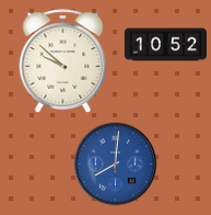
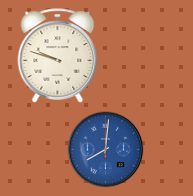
clock at (165, 45): 10:52 -> none
clock at (63, 61): 9:52 -> 9:48
